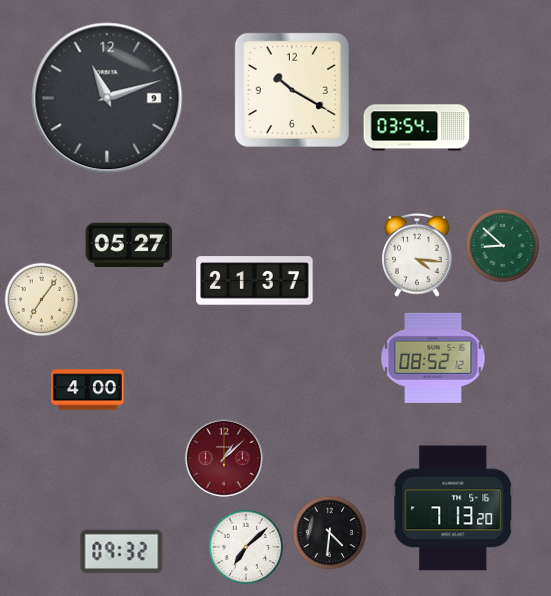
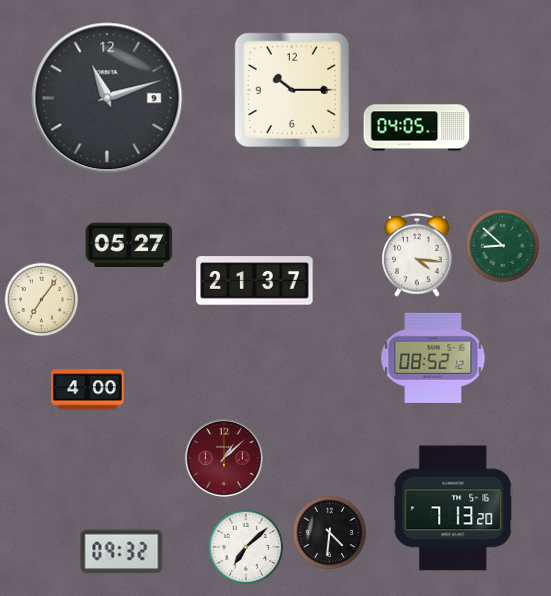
clock at (292, 90): 10:20 -> 10:15
clock at (417, 128): 03:54 -> 04:05
